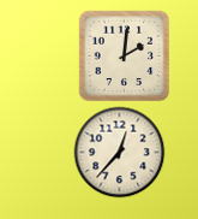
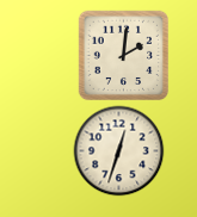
clock at (120, 153): 12:37 -> 12:33
